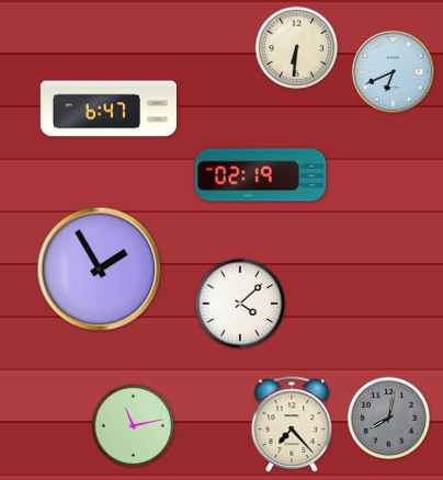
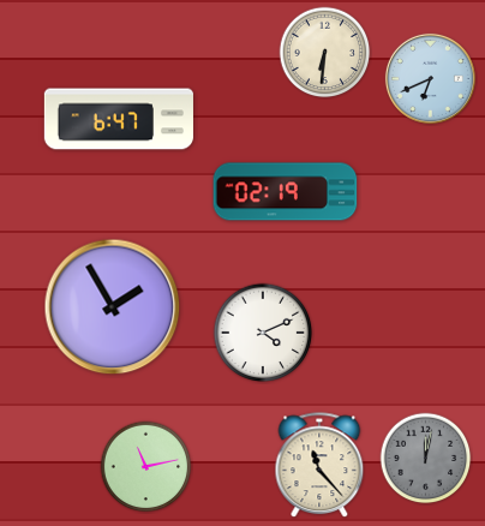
clock at (100, 270) position: (100, 270) -> (113, 307)
clock at (240, 304): 4:08 -> 4:11
clock at (389, 419): 8:02 -> 12:02
clock at (292, 425): 7:23 -> 11:23
